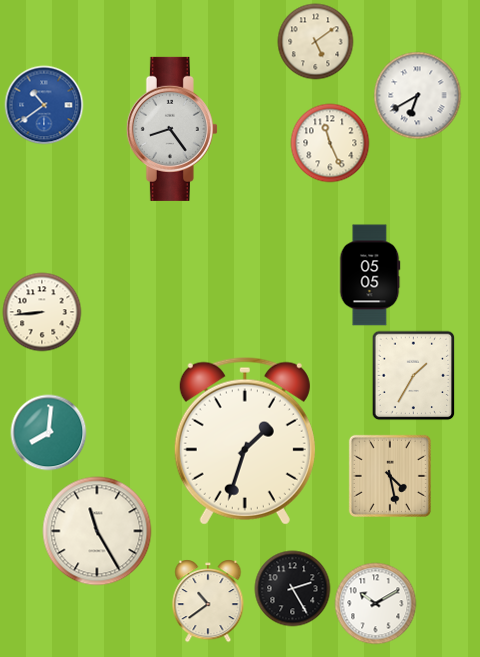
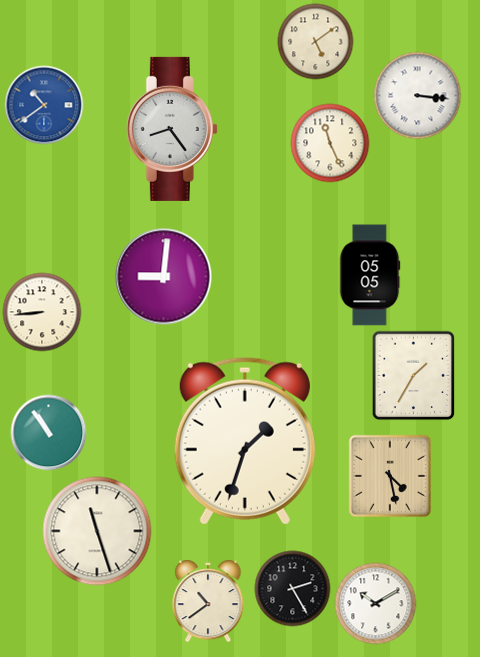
clock at (418, 96): 6:40 -> 3:16
clock at (164, 277): none -> 9:01
clock at (49, 433): 8:01 -> 10:54
clock at (97, 531): 11:25 -> 11:27
